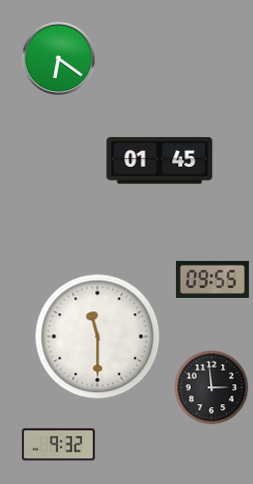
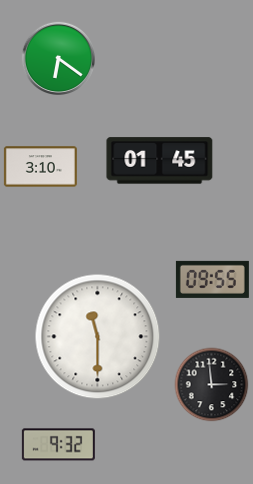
clock at (40, 167): none -> 3:10
clock at (212, 388) position: (212, 388) -> (212, 385)
